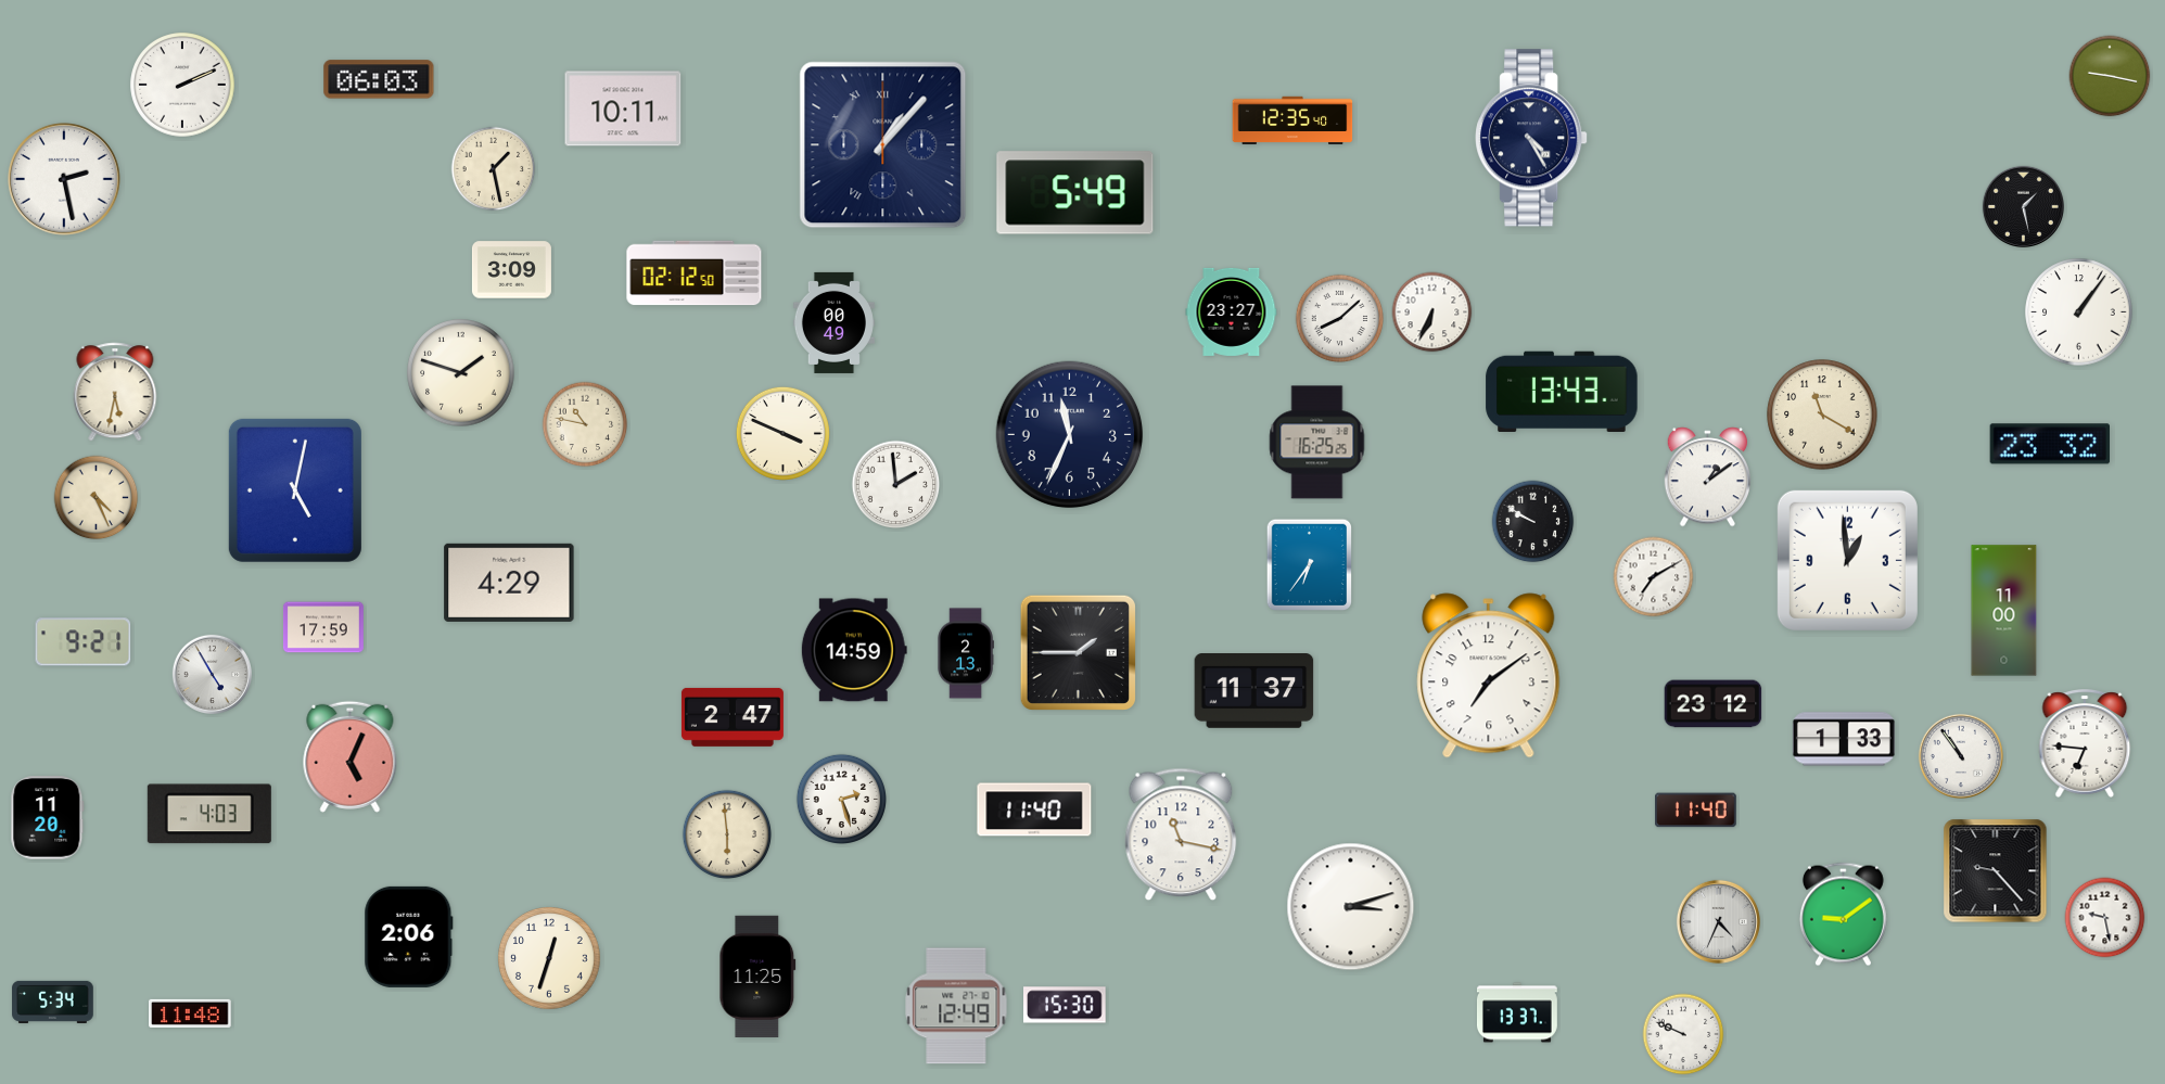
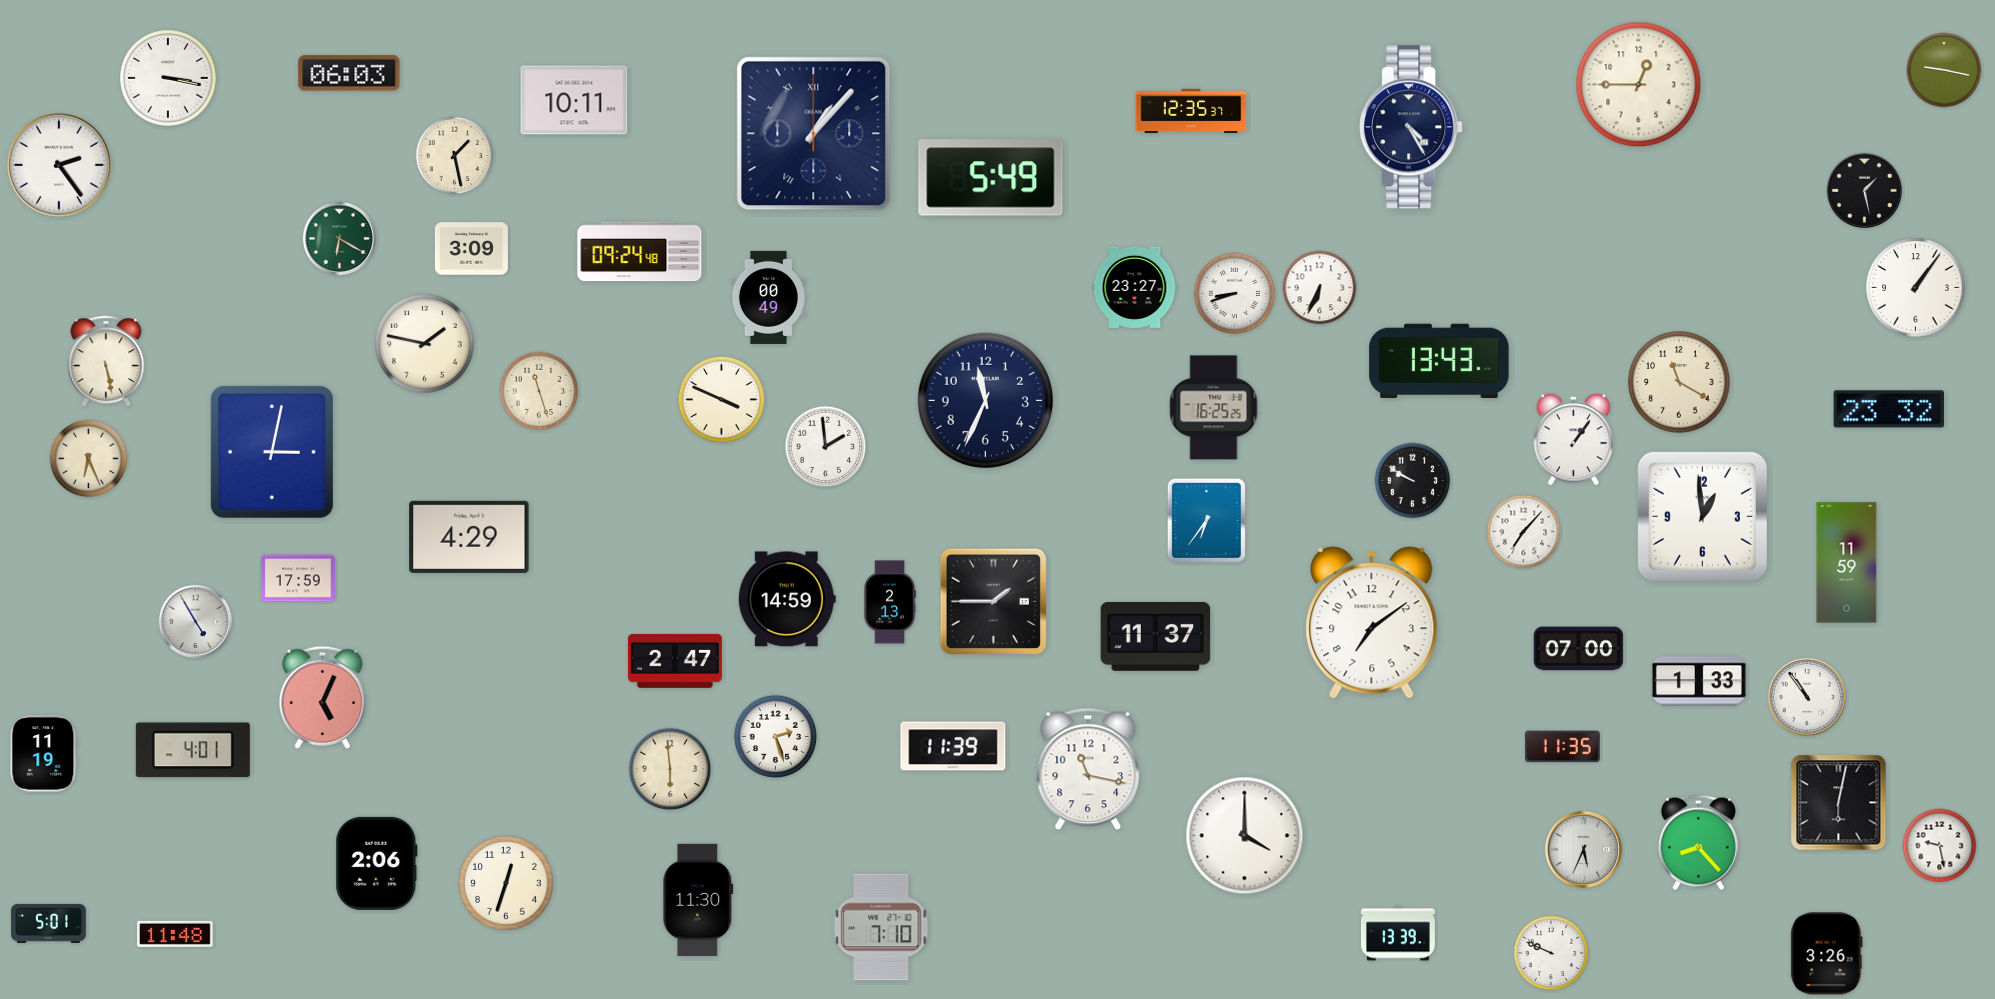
clock at (182, 85): 2:11 -> 3:17
clock at (1639, 85): none -> 12:45
clock at (1292, 120): 12:35:40 -> 12:35:37
clock at (64, 179): 2:28 -> 2:24
clock at (339, 238): none -> 6:20
clock at (695, 273): 02:12 -> 09:24
clock at (1340, 319): 8:08 -> 8:42
clock at (461, 373): 1:48 -> 1:47
clock at (115, 392): 5:32 -> 5:28
clock at (585, 424): 10:47 -> 11:27
clock at (1708, 477): 1:09 -> 1:06
clock at (295, 490): 5:02 -> 3:02
clock at (97, 498): 4:26 -> 6:26
clock at (1654, 577): 7:10 -> 7:07
clock at (2004, 611): 11:00 -> 11:59
clock at (84, 642): 9:21 -> none
clock at (1714, 704): 23:12 -> 07:00
clock at (2085, 743): 6:46 -> none
clock at (1034, 809): 11:40 -> 11:39
clock at (1696, 811): 11:40 -> 11:35
clock at (209, 814): 4:03 -> 4:01
clock at (48, 818): 11:20 -> 11:19
clock at (1996, 871): 9:23 -> 6:02
clock at (1351, 907): 3:12 -> 4:00
clock at (1843, 915): 9:09 -> 8:23
clock at (1718, 921): 4:34 -> 5:34
clock at (757, 977): 11:25 -> 11:30
clock at (53, 1002): 5:34 -> 5:01
clock at (1065, 1005): 15:30 -> none
clock at (956, 1006): 12:49 -> 7:10
clock at (1517, 1012): 13:37 -> 13:39
clock at (1827, 954): none -> 3:26
